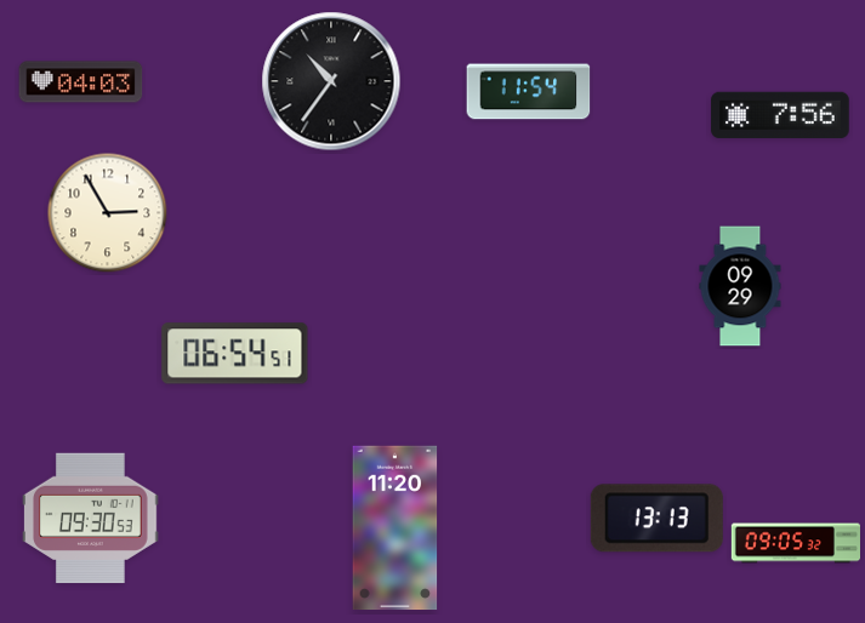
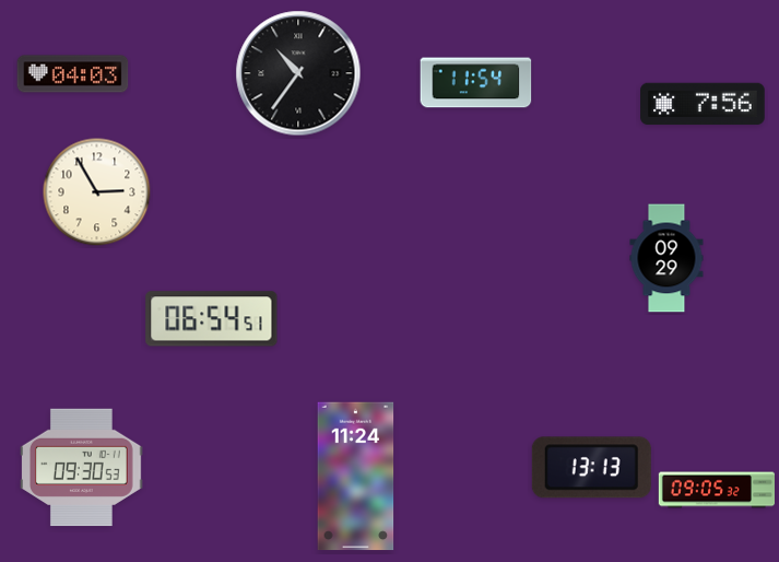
clock at (395, 528): 11:20 -> 11:24
